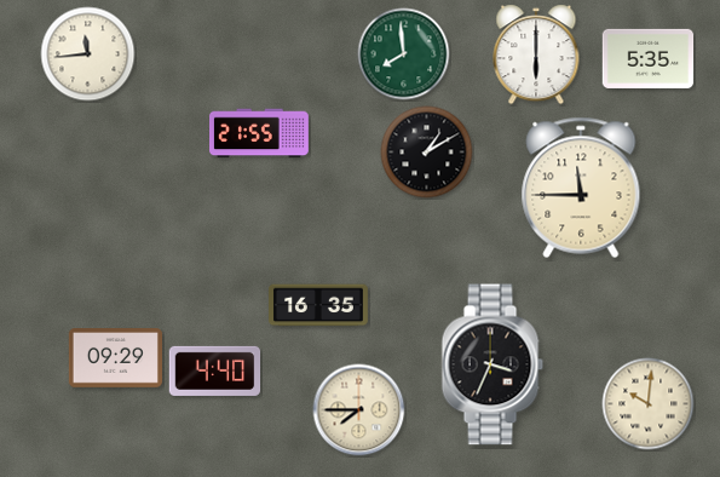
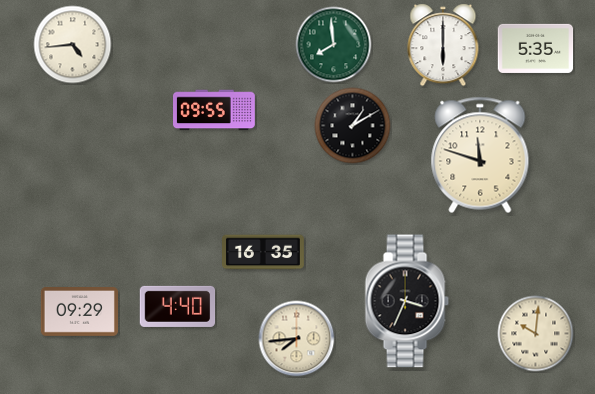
clock at (88, 54): 11:44 -> 4:44
clock at (260, 133): 21:55 -> 09:55
clock at (581, 188): 11:45 -> 11:48
clock at (115, 358) position: (115, 358) -> (79, 312)
clock at (359, 410): 7:45 -> 7:44
